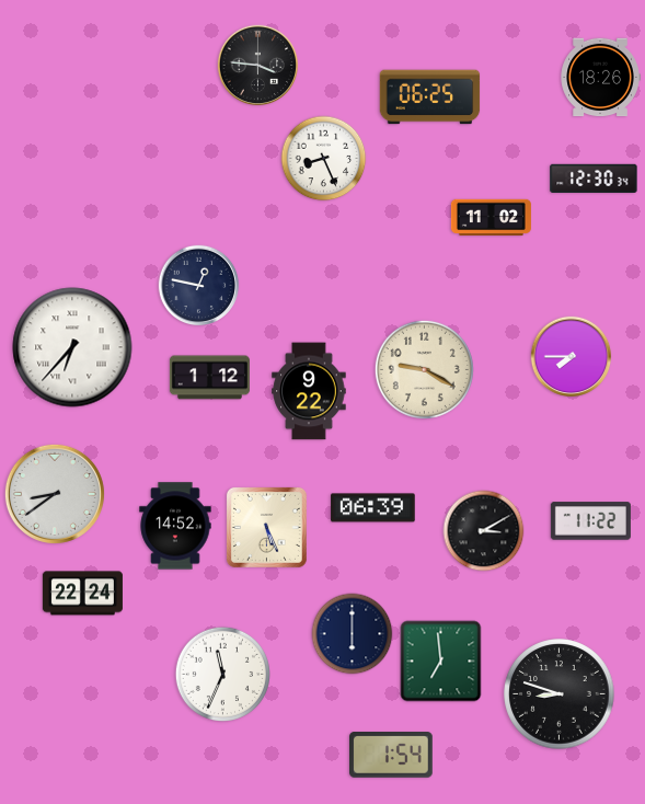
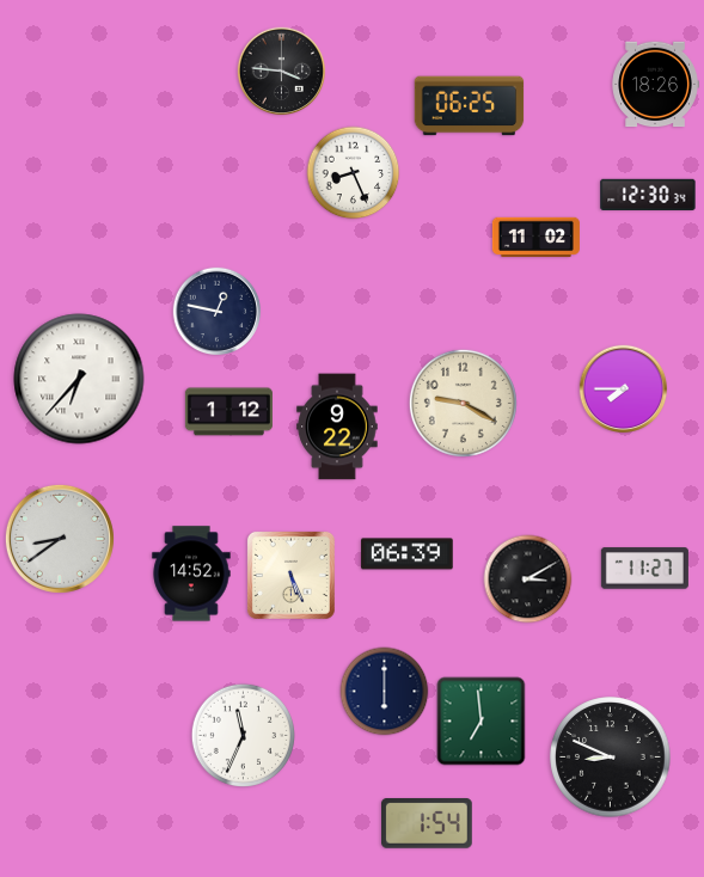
clock at (590, 521): 11:22 -> 11:27
clock at (82, 594): 22:24 -> none
clock at (560, 694): 8:48 -> 8:49
